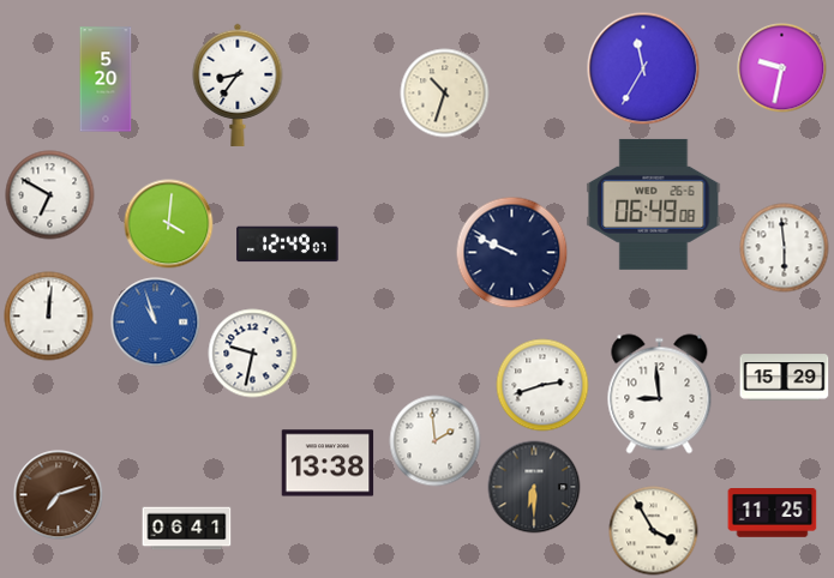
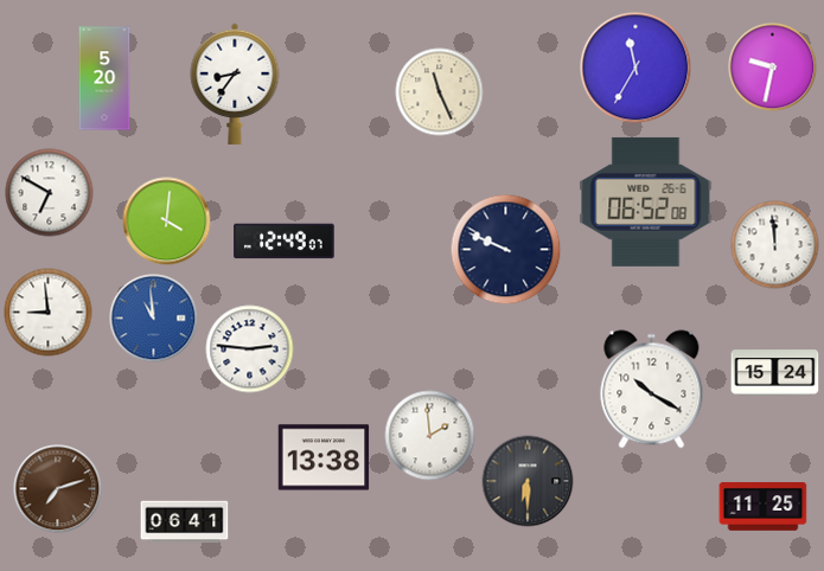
clock at (445, 94): 10:33 -> 11:26
clock at (654, 204): 06:49 -> 06:52
clock at (785, 248): 5:59 -> 11:59
clock at (49, 317): 12:01 -> 8:59
clock at (156, 323): 10:57 -> 10:59
clock at (253, 354): 9:32 -> 2:46
clock at (785, 378): 15:29 -> 15:24
clock at (542, 385): 2:42 -> none
clock at (660, 395): 8:59 -> 10:20
clock at (654, 531): 3:55 -> none
